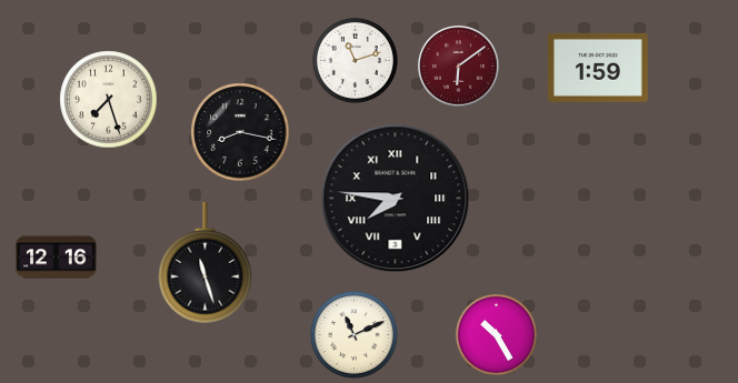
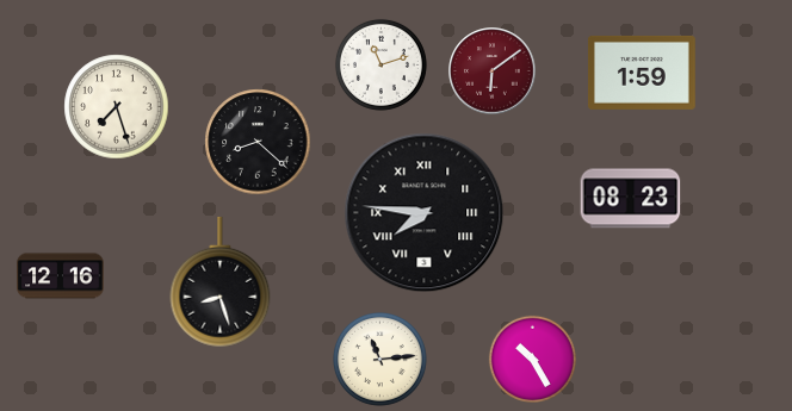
clock at (240, 132): 8:17 -> 8:22
clock at (631, 199): none -> 08:23
clock at (206, 263): 11:27 -> 8:27
clock at (353, 334): 11:11 -> 11:14
